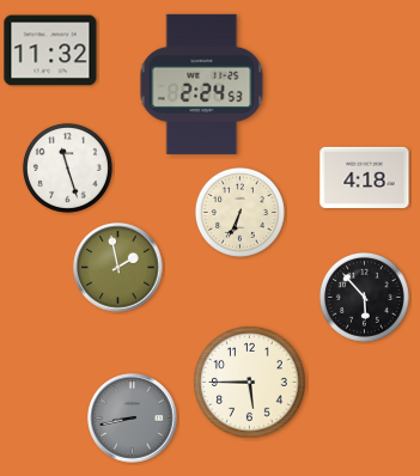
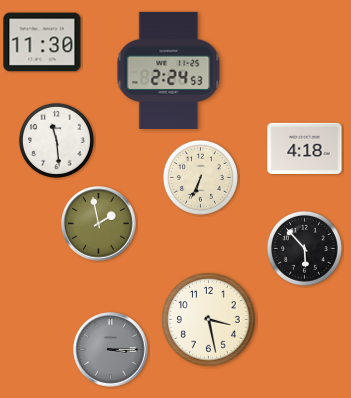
clock at (50, 50): 11:32 -> 11:30
clock at (67, 167): 11:27 -> 11:29
clock at (250, 383): 5:45 -> 3:28
clock at (133, 419): 8:43 -> 3:15
